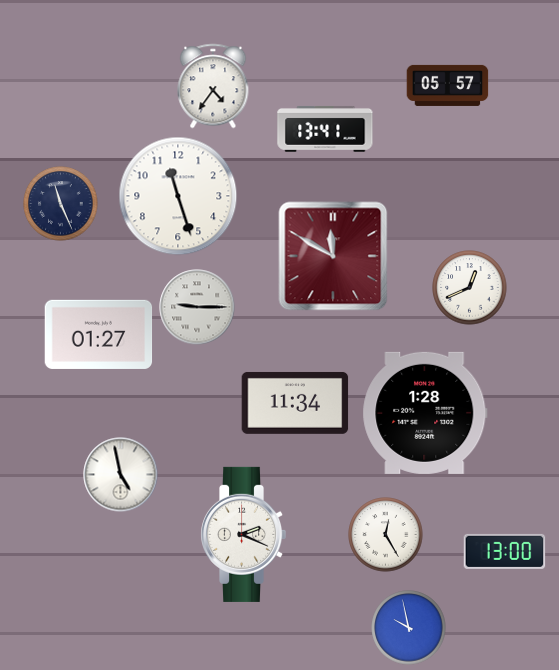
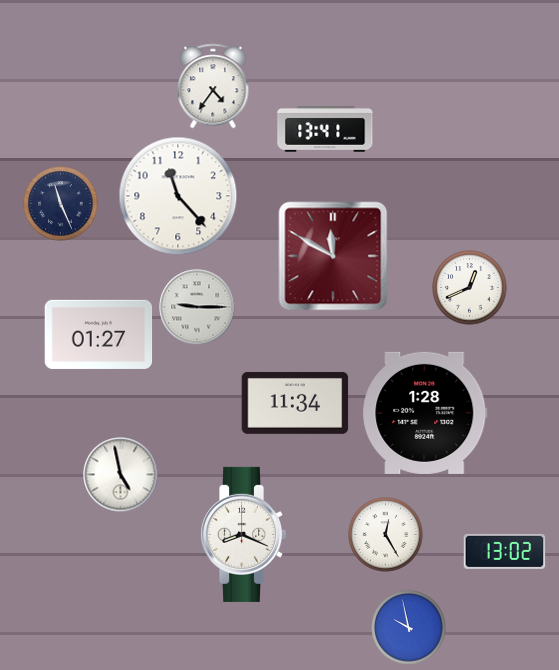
clock at (448, 85): 05:57 -> none
clock at (178, 196): 11:27 -> 11:23
clock at (244, 534): 2:19 -> 8:19
clock at (505, 551): 13:00 -> 13:02
